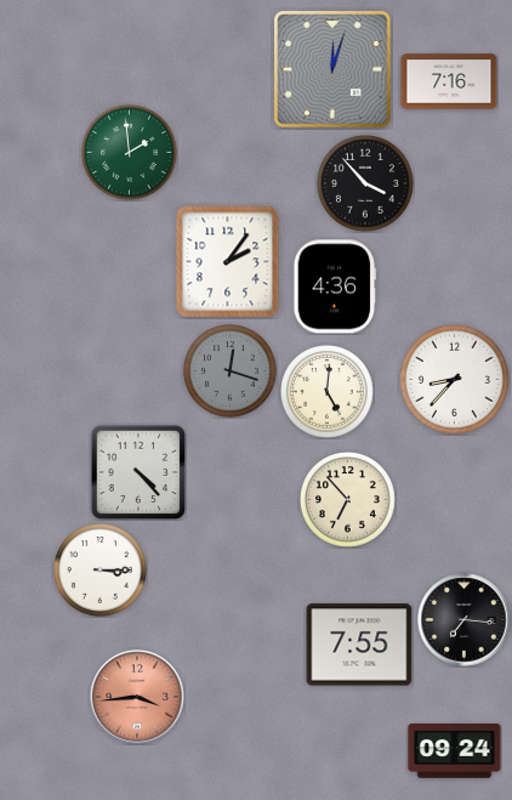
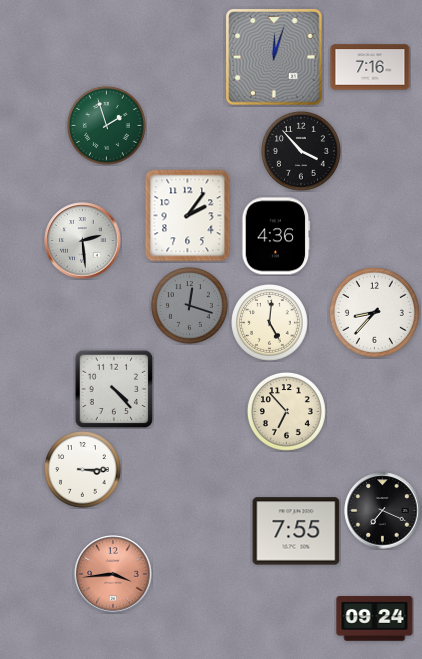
clock at (130, 153): 1:59 -> 1:57
clock at (83, 241): none -> 2:29
clock at (465, 620): 7:16 -> 7:19
